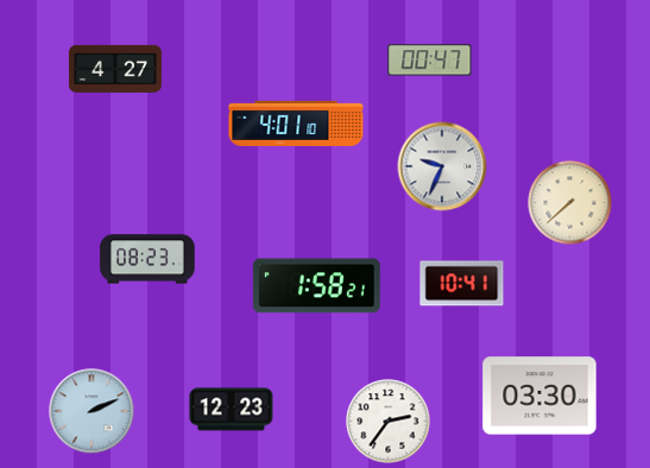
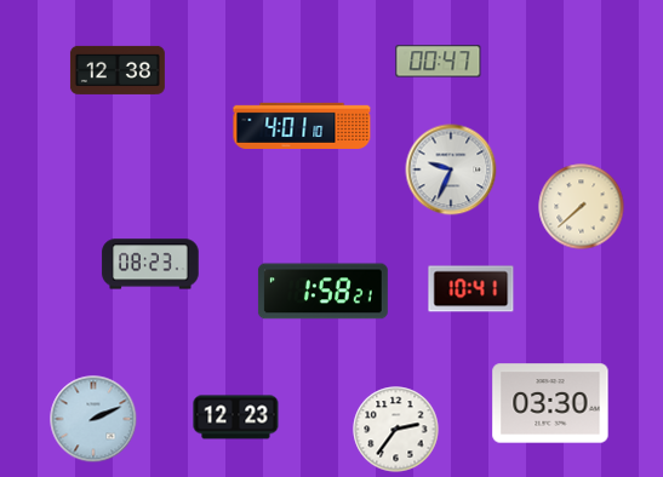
clock at (115, 69): 4:27 -> 12:38
